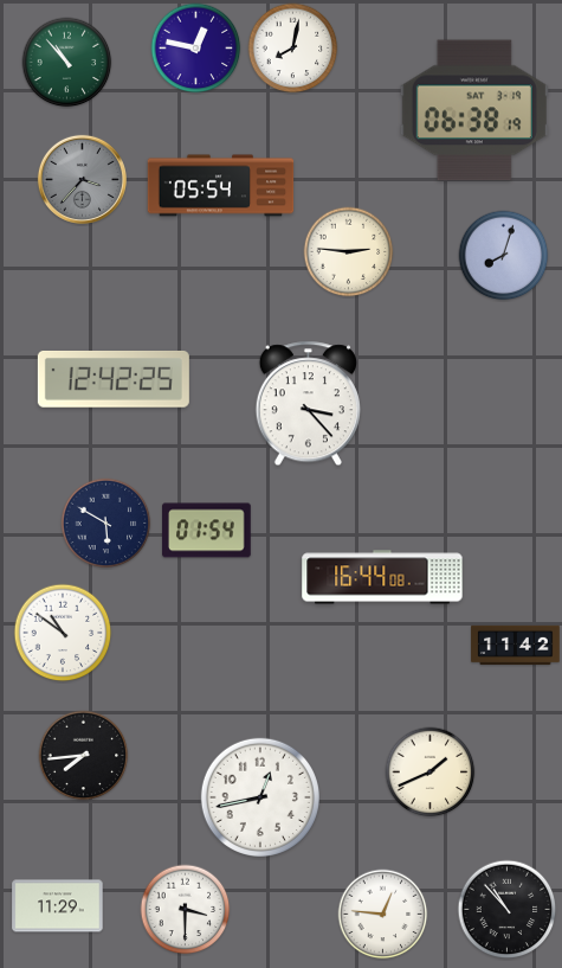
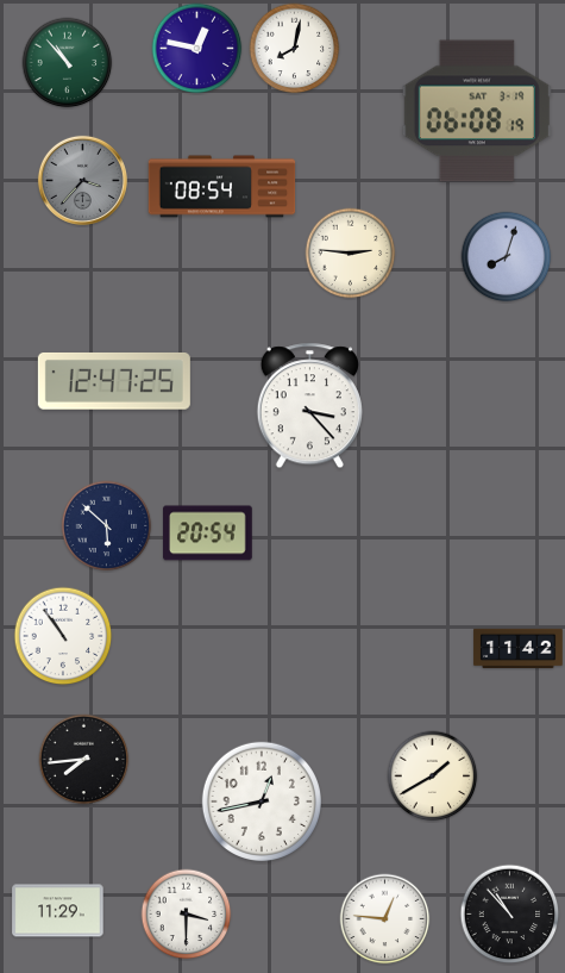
clock at (474, 110): 06:38 -> 06:08
clock at (221, 186): 05:54 -> 08:54
clock at (114, 379): 12:42 -> 12:47
clock at (106, 524): 5:50 -> 5:52
clock at (207, 531): 01:54 -> 20:54
clock at (382, 577): 16:44 -> none
clock at (63, 633): 10:51 -> 10:54
clock at (431, 773): 1:41 -> 1:40
